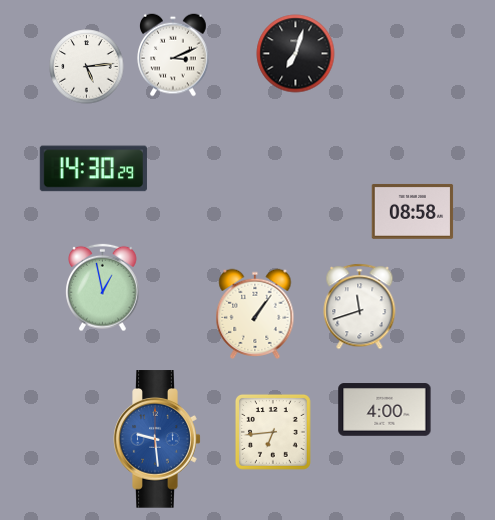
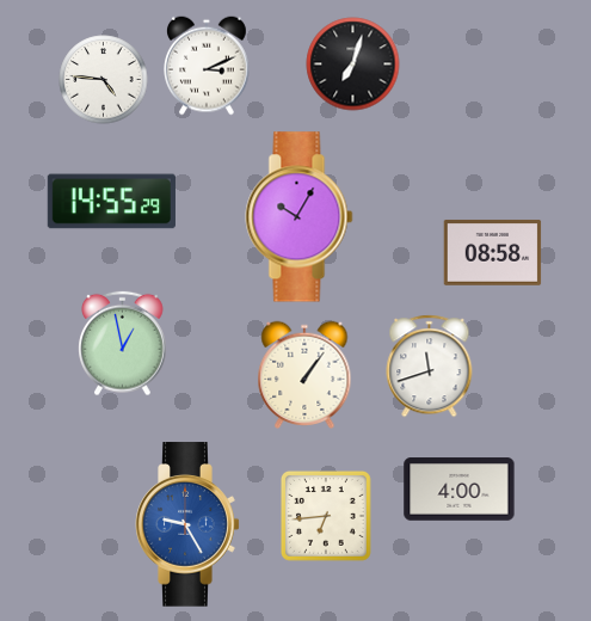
clock at (87, 67): 5:14 -> 4:46
clock at (93, 169): 14:30 -> 14:55
clock at (300, 217): none -> 10:05
clock at (157, 439): 9:29 -> 9:25
